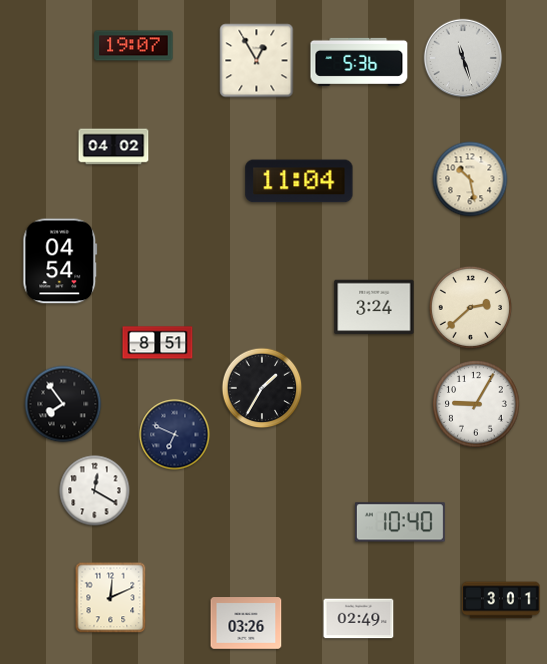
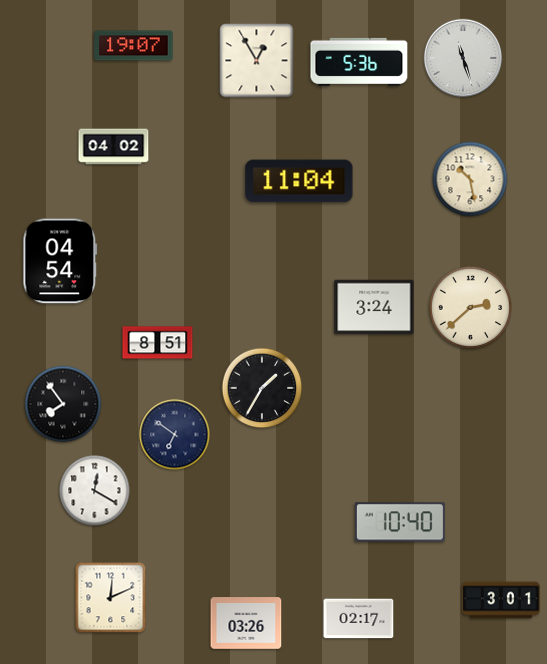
clock at (476, 404): 9:05 -> none
clock at (175, 435): 6:49 -> 6:51
clock at (359, 619): 02:49 -> 02:17
